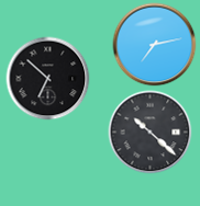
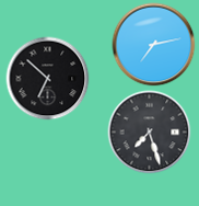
clock at (151, 133): 10:22 -> 7:27
